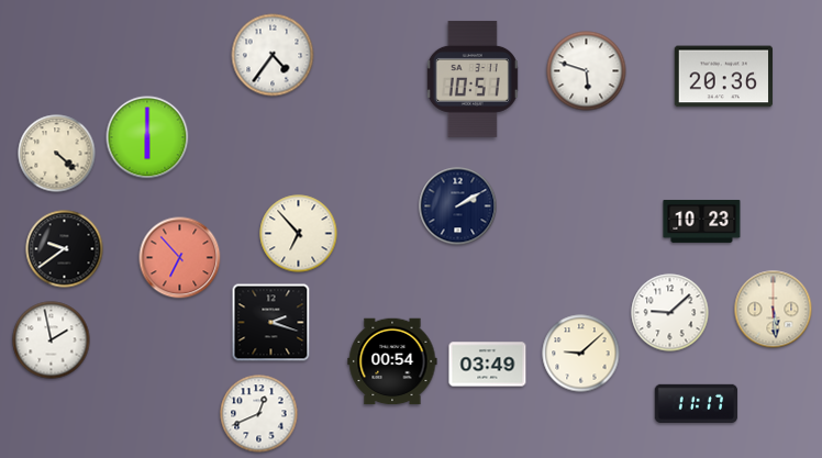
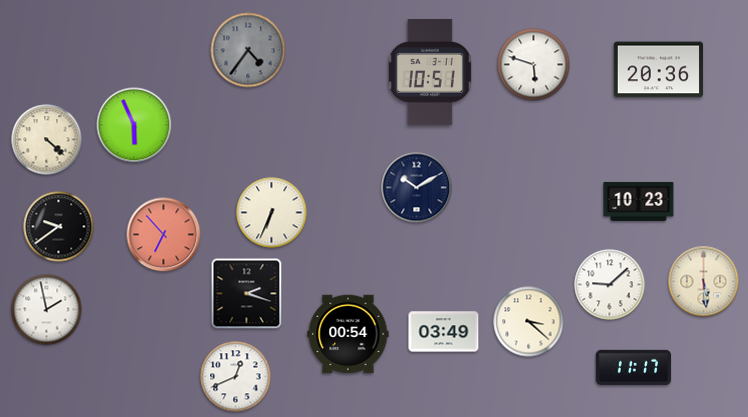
clock at (273, 55) dial: white -> grey
clock at (147, 137): 6:00 -> 5:56
clock at (57, 154) position: (57, 154) -> (47, 140)
clock at (458, 206): 2:10 -> 10:10
clock at (299, 234): 6:53 -> 6:34
clock at (581, 354): 9:08 -> 3:22
clock at (392, 361) position: (392, 361) -> (348, 334)
